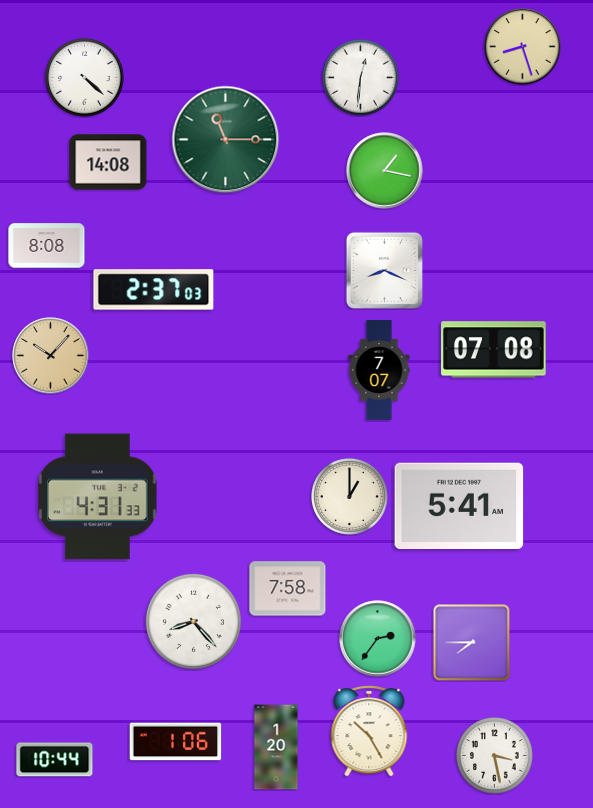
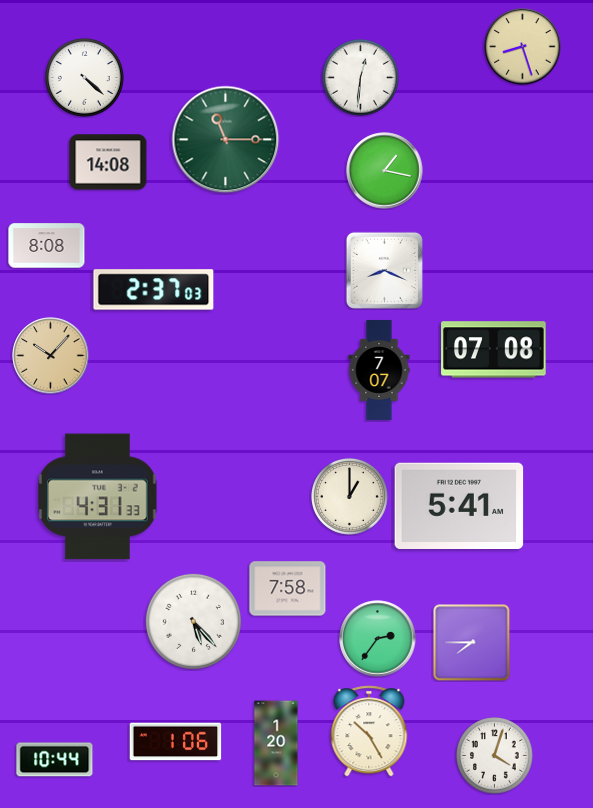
clock at (193, 621): 8:23 -> 5:23
clock at (276, 747) position: (276, 747) -> (276, 743)
clock at (495, 756): 3:28 -> 4:03
